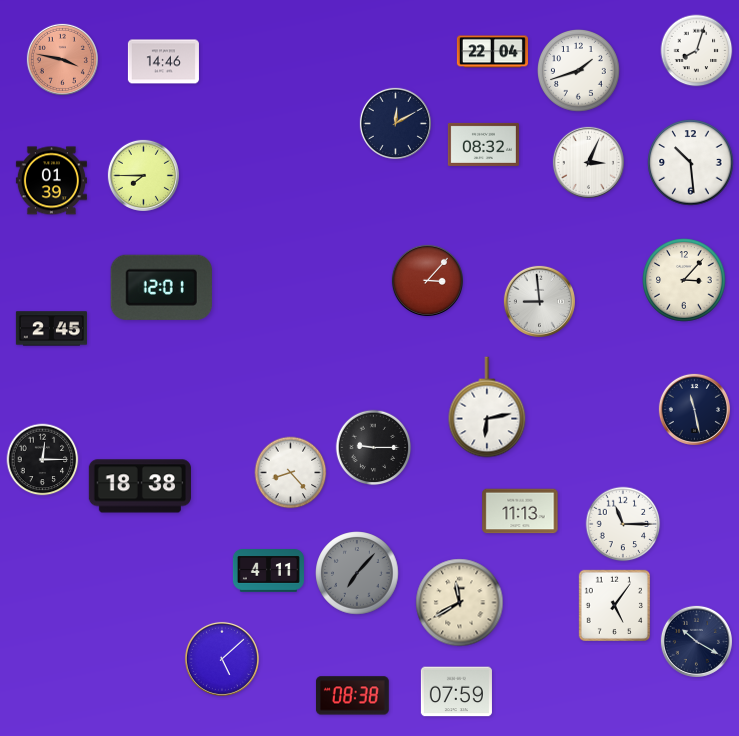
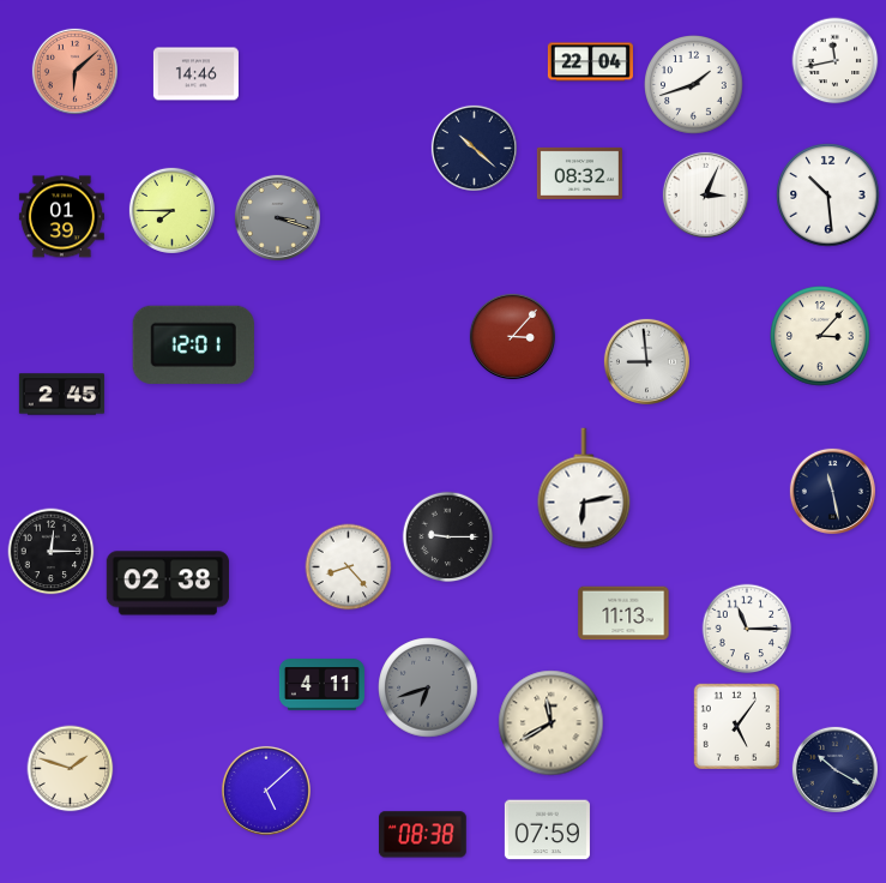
clock at (697, 51): 8:03 -> 11:43
clock at (62, 59): 3:47 -> 6:08
clock at (395, 123): 12:10 -> 10:22
clock at (277, 217): none -> 3:18
clock at (140, 486): 18:38 -> 02:38
clock at (357, 573): 7:07 -> 6:42
clock at (71, 769): none -> 1:48
